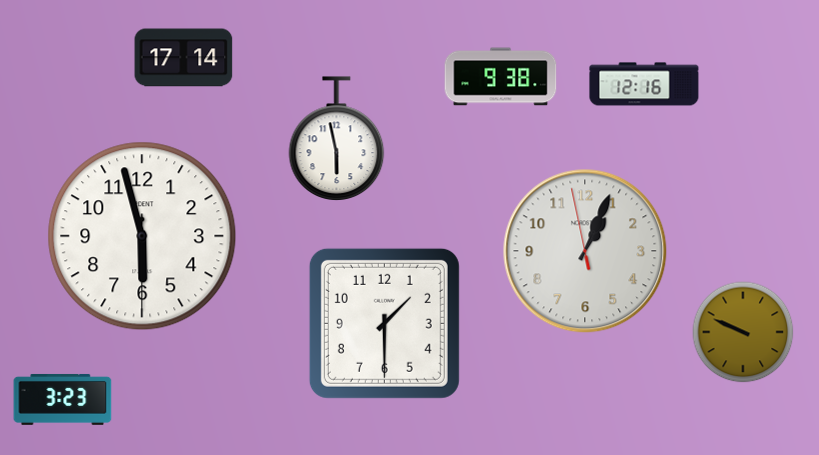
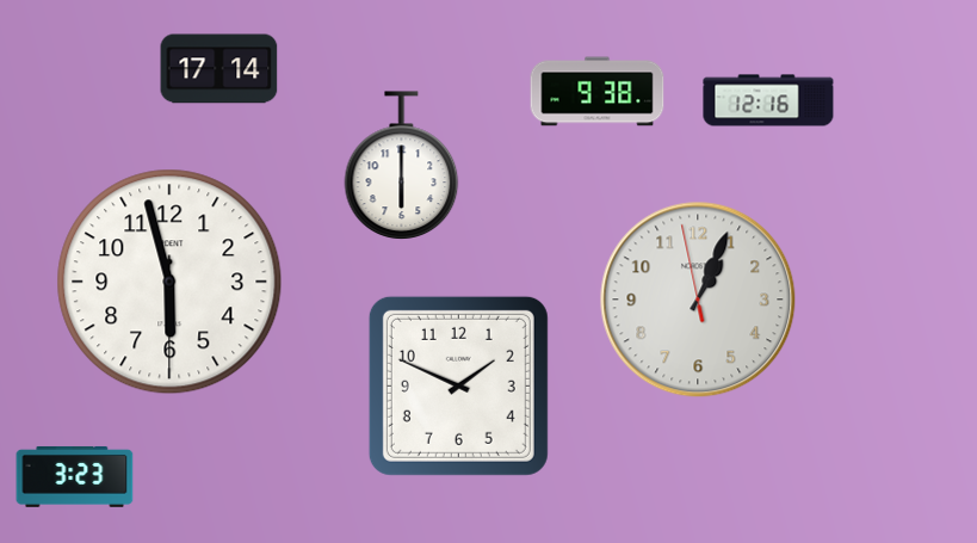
clock at (337, 138): 5:58 -> 6:00
clock at (384, 323): 1:30 -> 1:49
clock at (743, 332): 9:49 -> none
